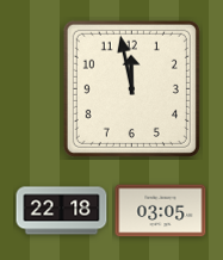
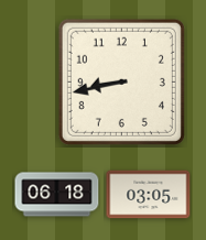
clock at (131, 88): 11:58 -> 8:43
clock at (62, 211): 22:18 -> 06:18
